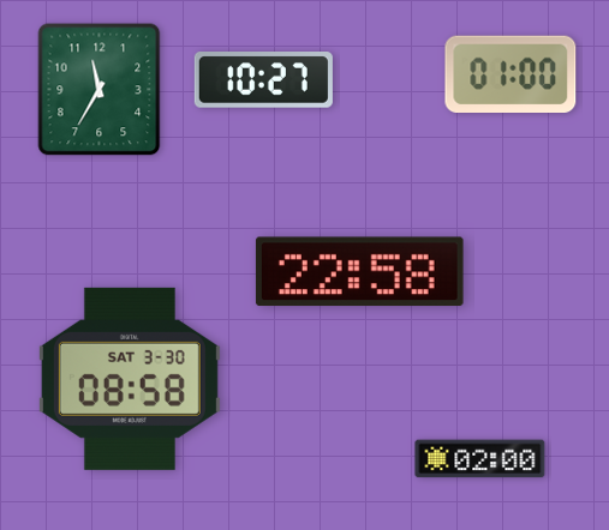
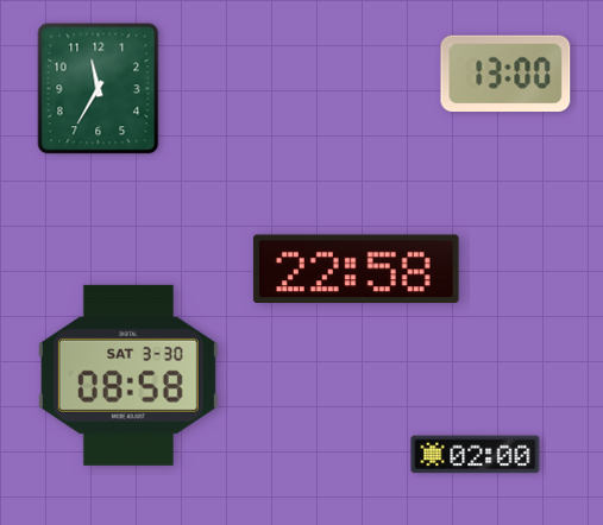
clock at (511, 73): 01:00 -> 13:00
clock at (263, 80): 10:27 -> none
